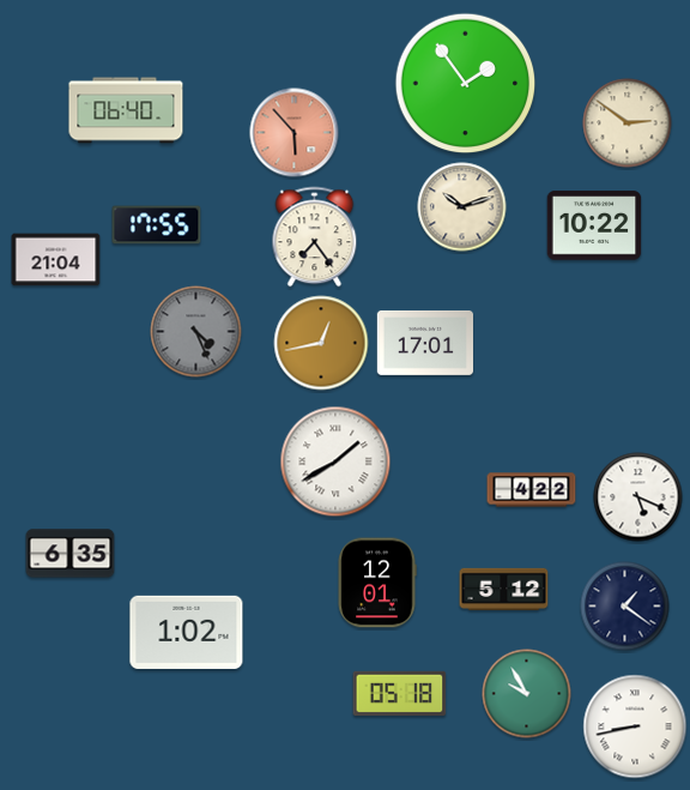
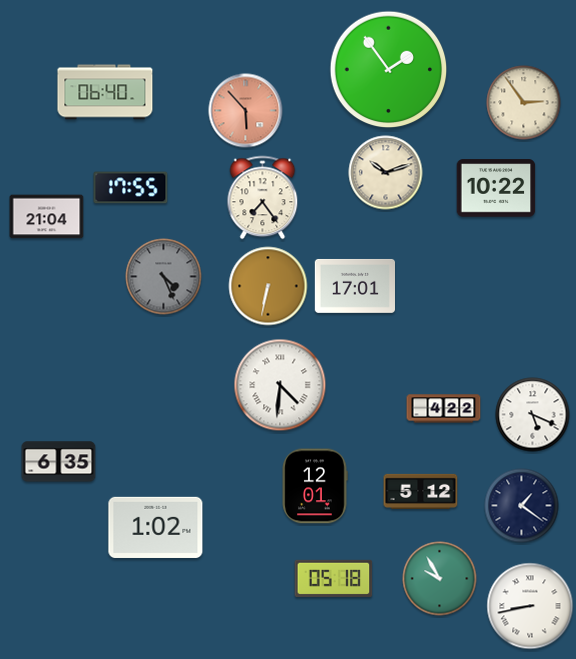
clock at (628, 123): 2:51 -> 2:54
clock at (321, 343): 12:43 -> 6:32
clock at (335, 462): 1:40 -> 4:31
